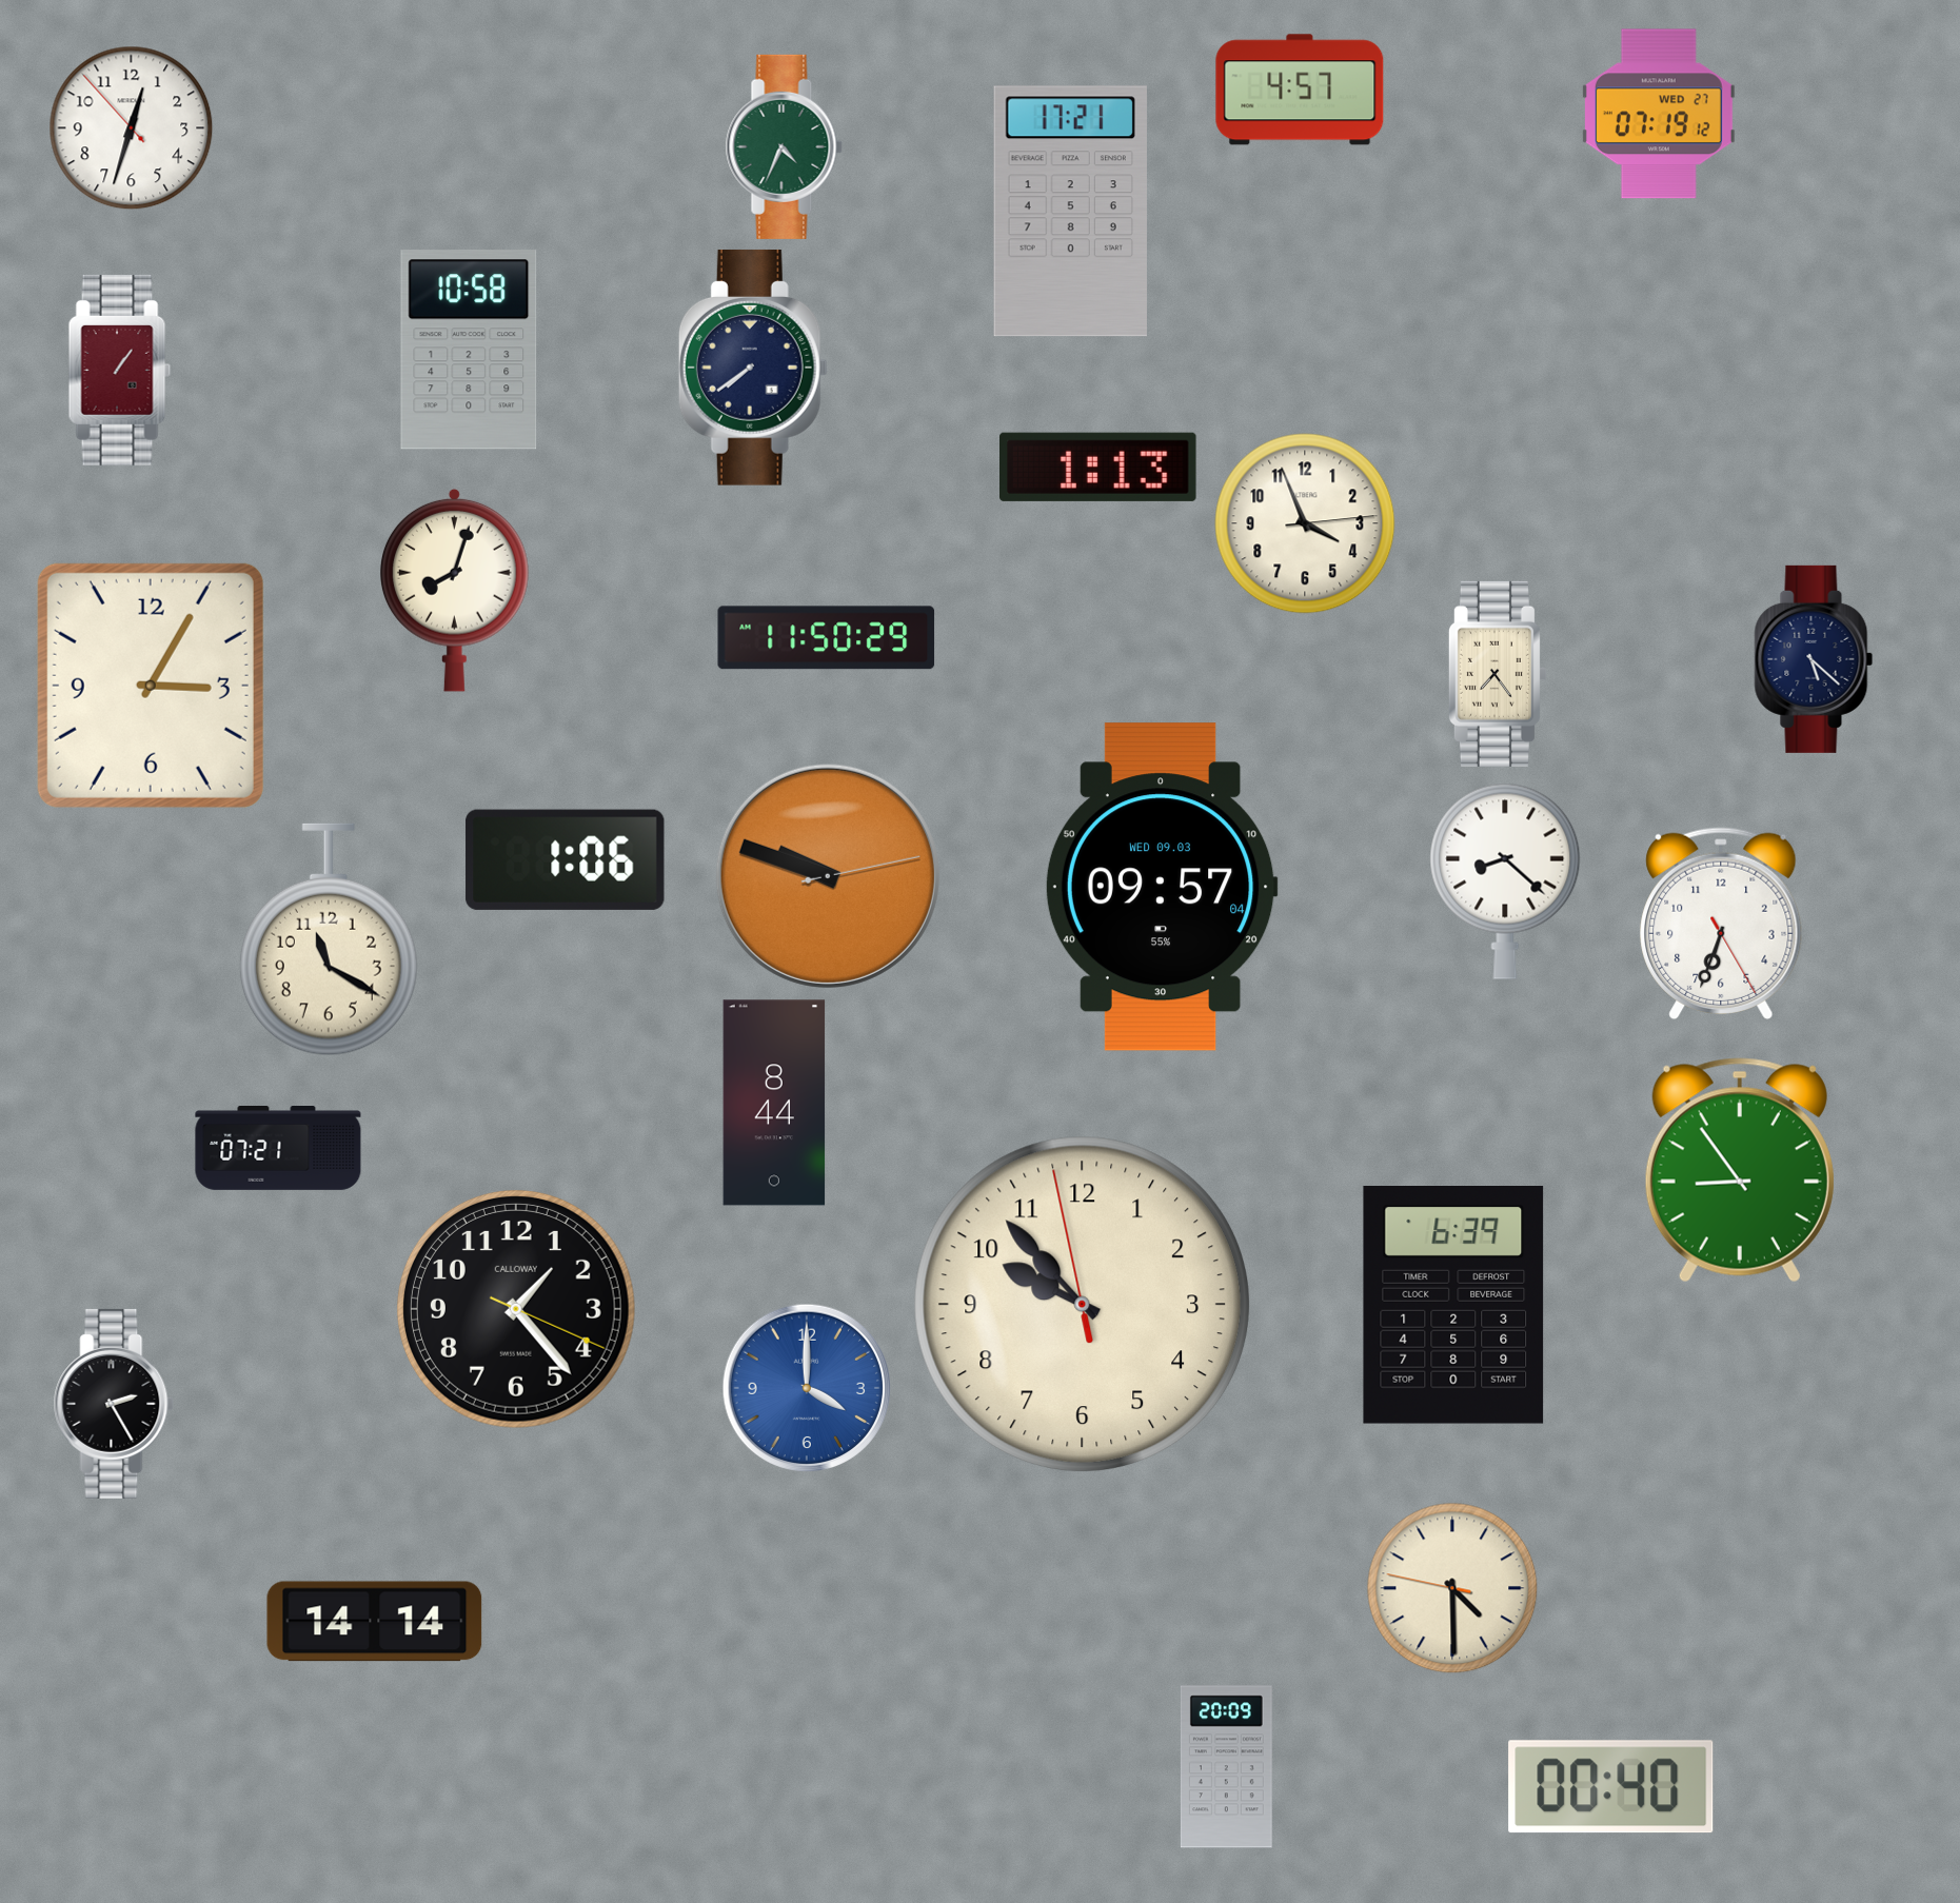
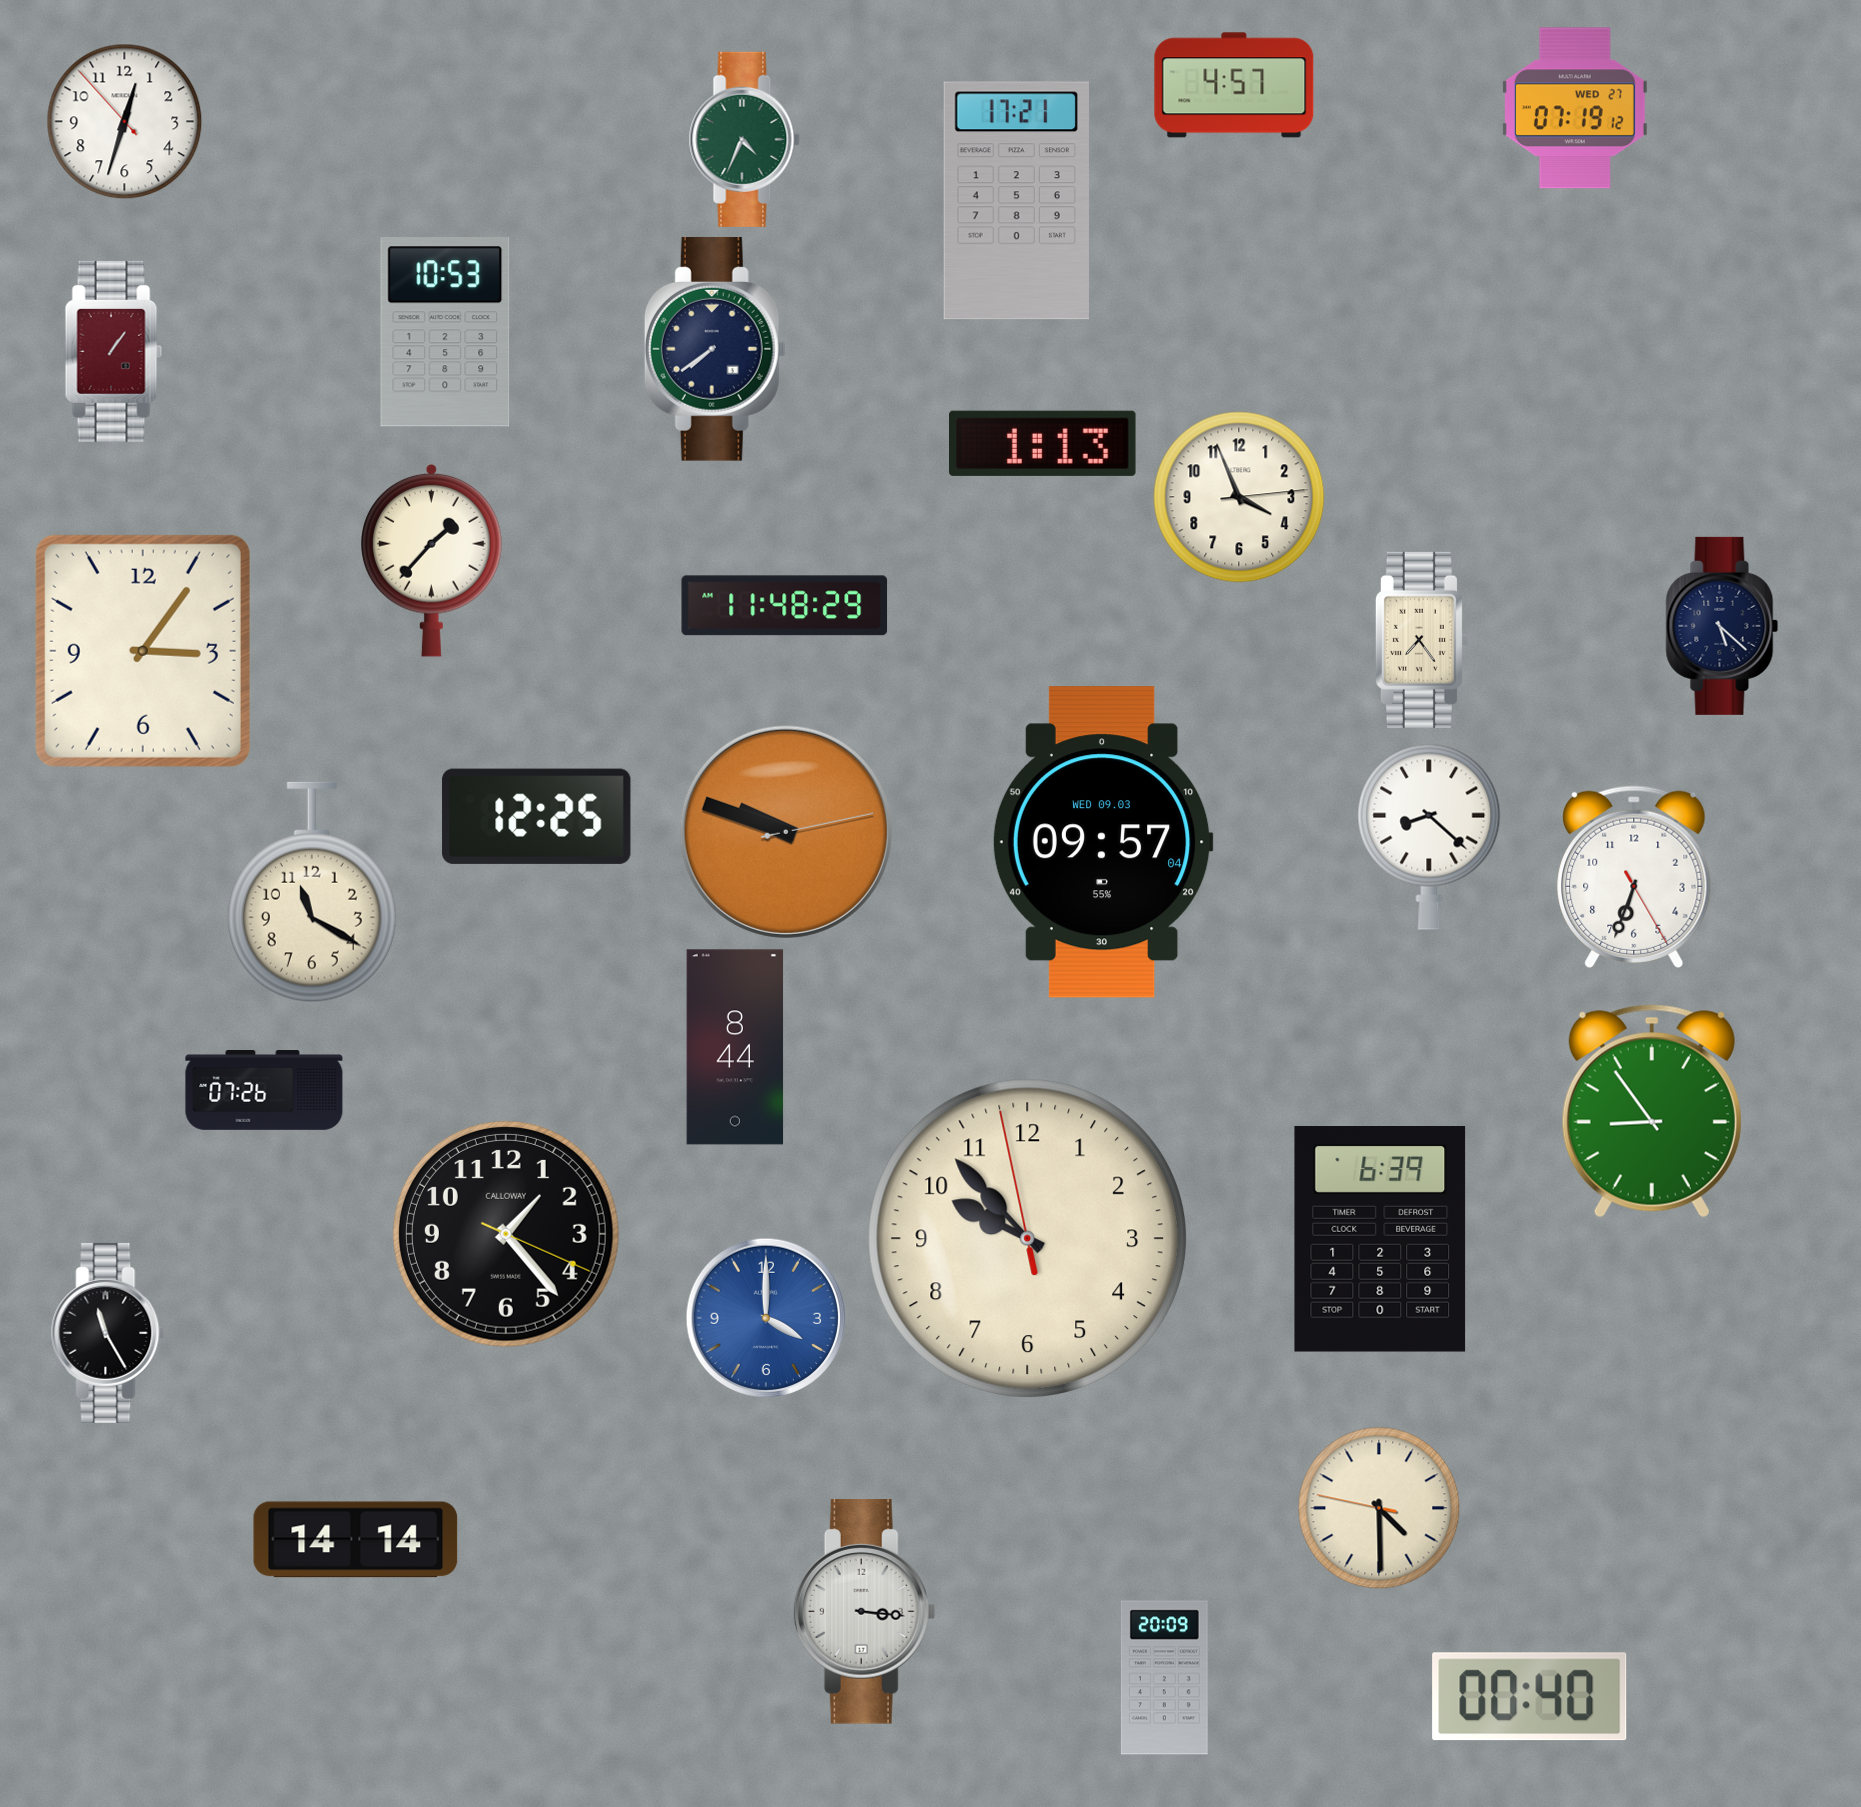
clock at (469, 350): 10:58 -> 10:53
clock at (455, 590): 8:03 -> 1:37
clock at (827, 638): 11:50 -> 11:48
clock at (151, 686): 3:05 -> 3:06
clock at (566, 859): 1:06 -> 12:25
clock at (278, 1149): 07:21 -> 07:26
clock at (516, 1309) position: (516, 1309) -> (506, 1234)
clock at (114, 1404): 2:25 -> 11:25
clock at (864, 1612): none -> 3:16
